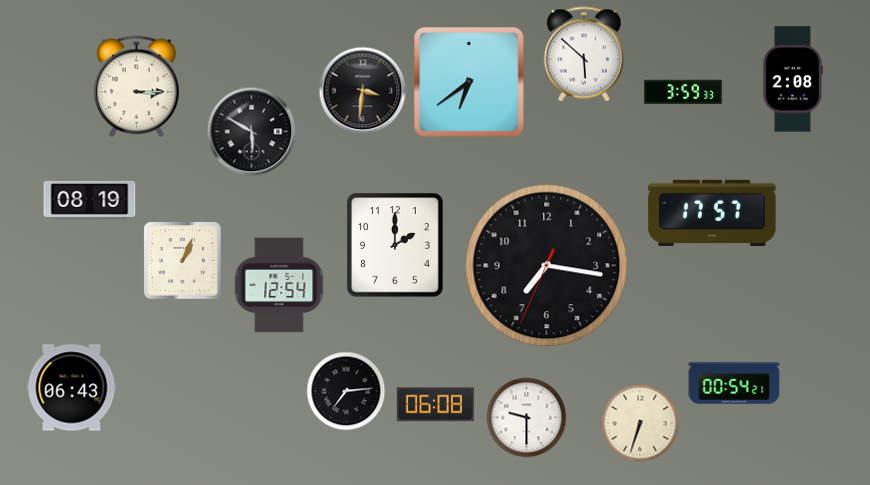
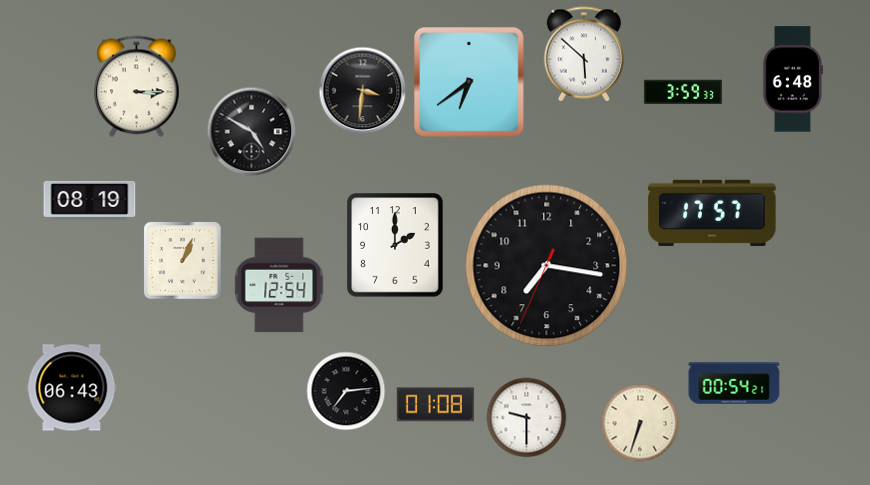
clock at (792, 79): 2:08 -> 6:48
clock at (252, 132): 5:50 -> 4:50
clock at (435, 405): 06:08 -> 01:08
